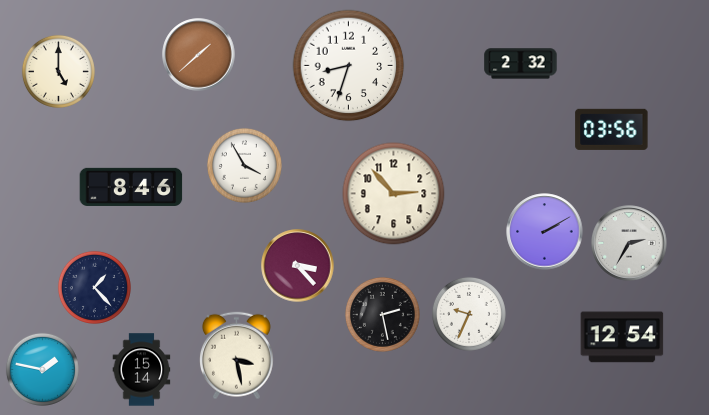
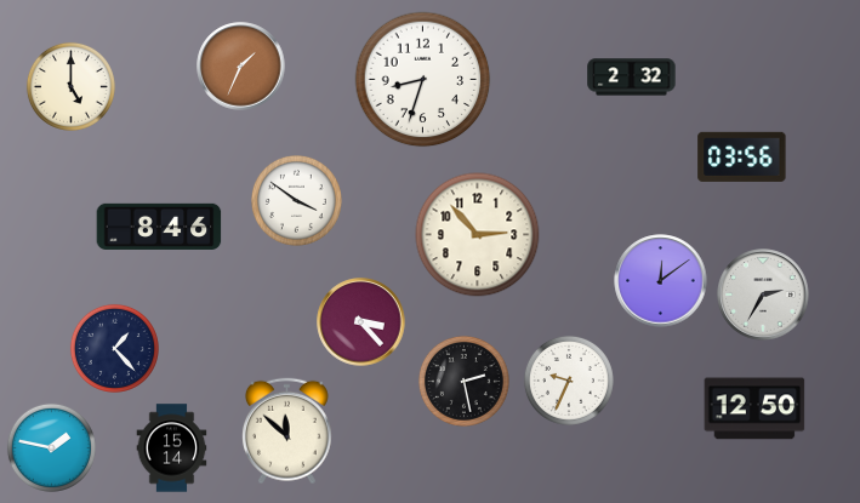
clock at (199, 55): 1:38 -> 1:34
clock at (244, 165): 3:55 -> 3:51
clock at (545, 232): 2:10 -> 12:09
clock at (622, 337): 12:54 -> 12:50
clock at (236, 356): 3:28 -> 11:52
